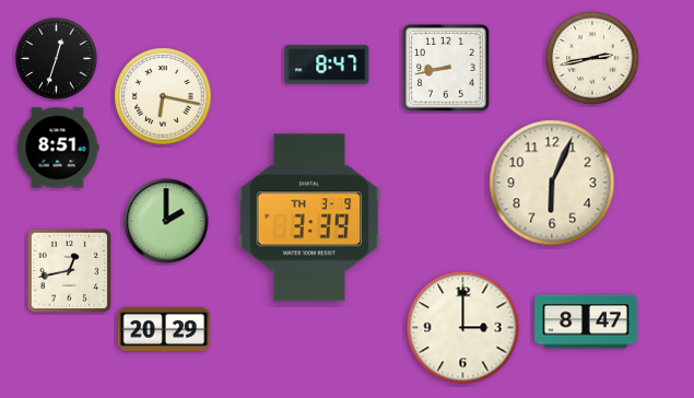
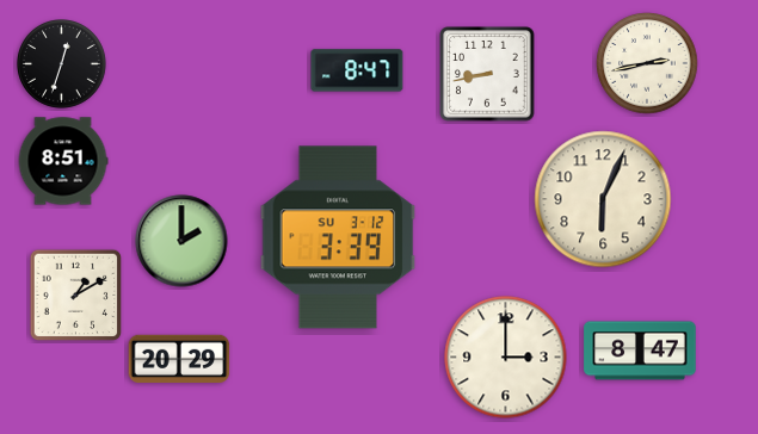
clock at (163, 96): 6:17 -> none
clock at (309, 218) date: TH 3-9 -> SU 3-12
clock at (70, 271): 12:43 -> 1:10
